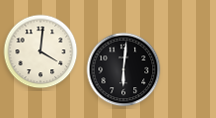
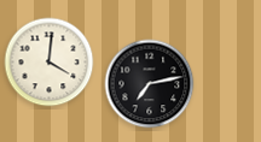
clock at (124, 70): 6:01 -> 7:13
